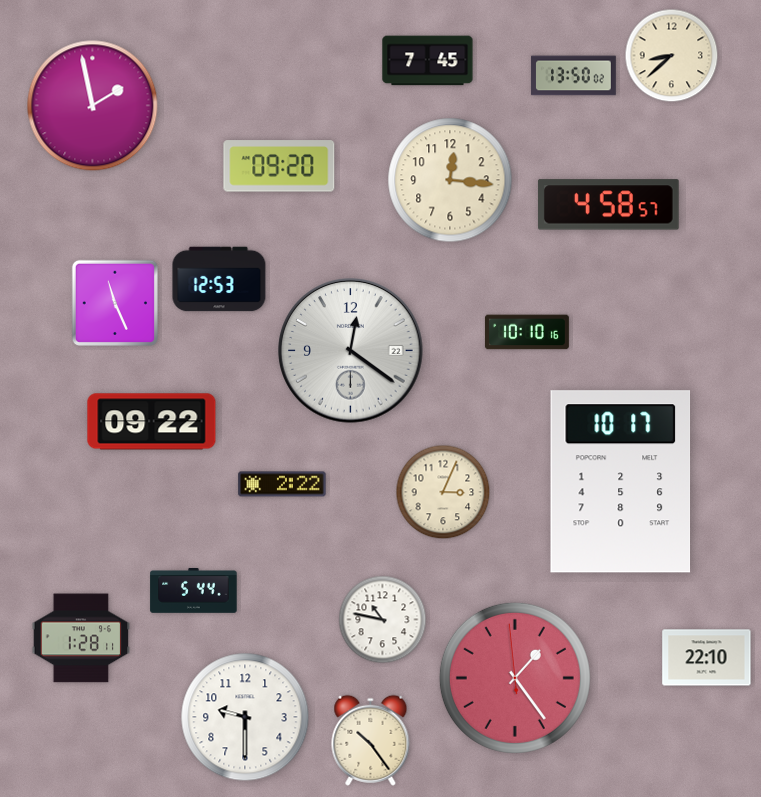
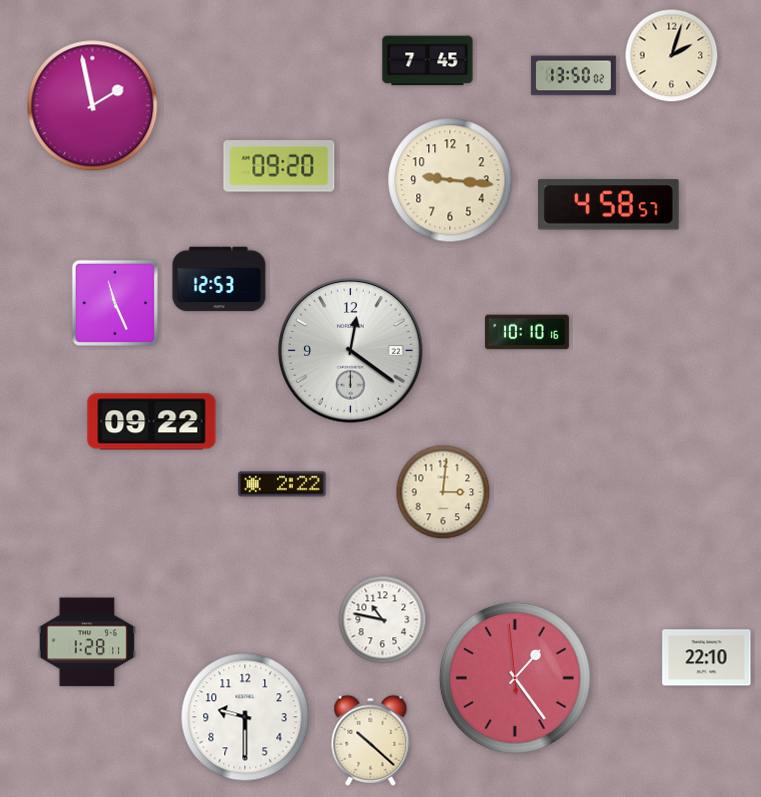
clock at (672, 56): 8:38 -> 2:03
clock at (450, 180): 12:16 -> 9:16
clock at (621, 482): 10:17 -> none
clock at (443, 492): 3:04 -> 3:01
clock at (194, 591): 5:44 -> none
clock at (81, 638) position: (81, 638) -> (87, 642)
clock at (371, 740): 10:24 -> 10:22
